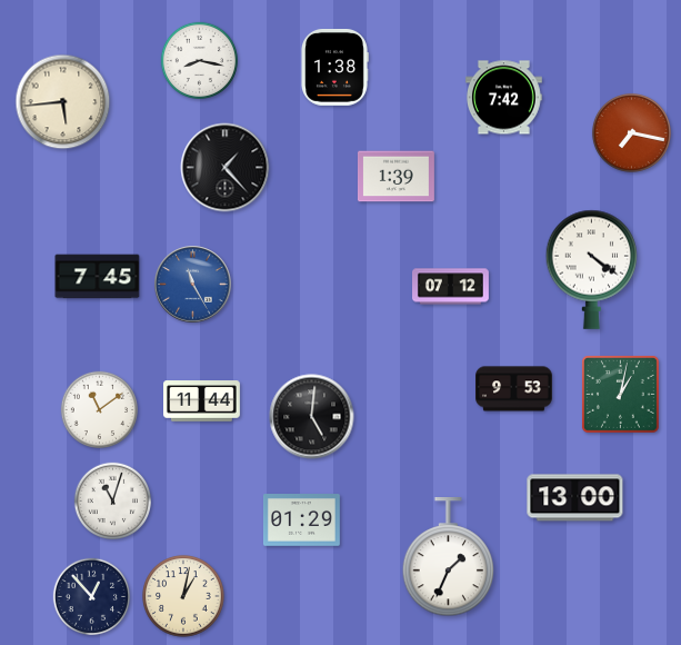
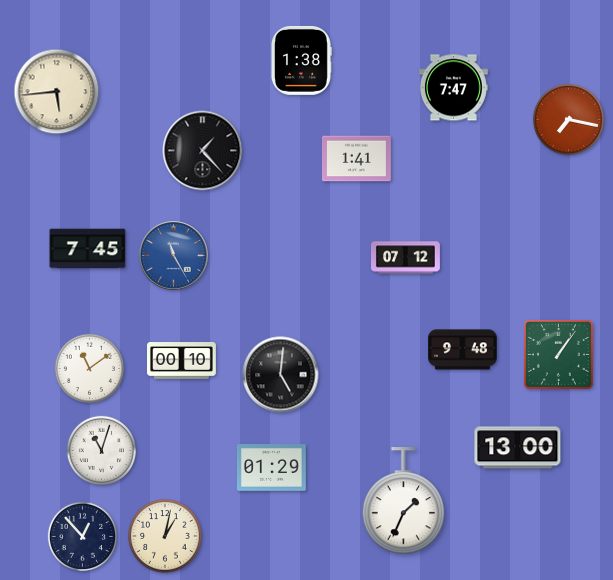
clock at (199, 60): 8:17 -> none
clock at (503, 98): 7:42 -> 7:47
clock at (395, 177): 1:39 -> 1:41
clock at (592, 269): 4:21 -> none
clock at (514, 389): 9:53 -> 9:48
clock at (621, 395): 1:02 -> 1:06
clock at (202, 401): 11:44 -> 00:10
